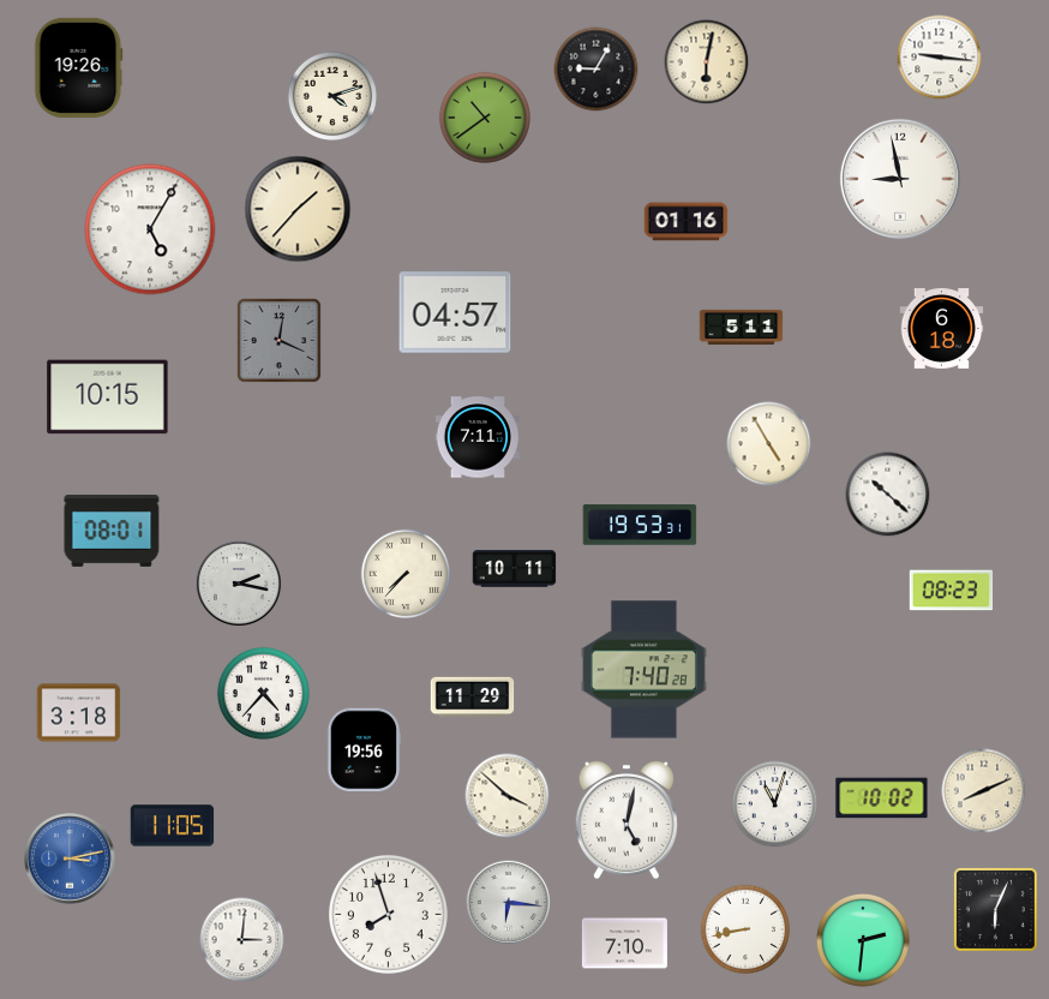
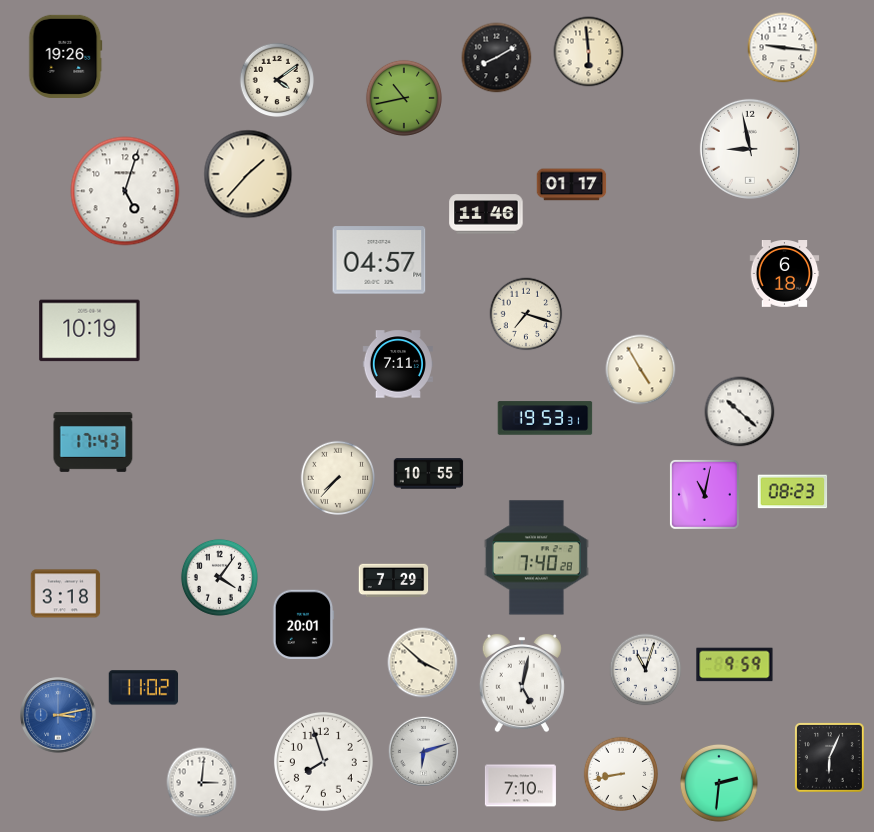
clock at (707, 62): 6:02 -> 5:59
clock at (597, 70): 9:05 -> 8:10
clock at (331, 95): 4:12 -> 4:09
clock at (485, 118): 10:39 -> 10:43
clock at (687, 222): 01:16 -> 01:17
clock at (150, 229): 5:05 -> 5:03
clock at (486, 214): none -> 11:46
clock at (742, 327): 5:11 -> none
clock at (278, 340): 12:19 -> none
clock at (526, 314): none -> 7:18
clock at (108, 397): 10:15 -> 10:19
clock at (640, 525) position: (640, 525) -> (545, 418)
clock at (112, 532): 08:01 -> 17:43
clock at (515, 569): 10:11 -> 10:55
clock at (239, 584): 2:17 -> none
clock at (704, 494): none -> 11:02
clock at (263, 693): 4:37 -> 4:06
clock at (473, 698): 11:29 -> 7:29
clock at (364, 750): 19:56 -> 20:01
clock at (984, 791): 8:11 -> none
clock at (882, 798): 10:02 -> 9:59
clock at (173, 826): 11:05 -> 11:02
clock at (508, 902): 6:16 -> 6:12
